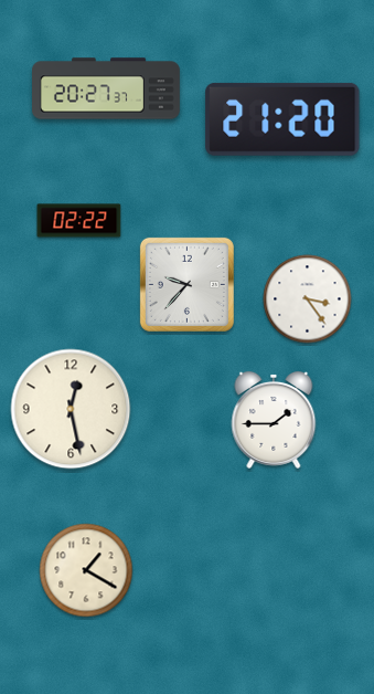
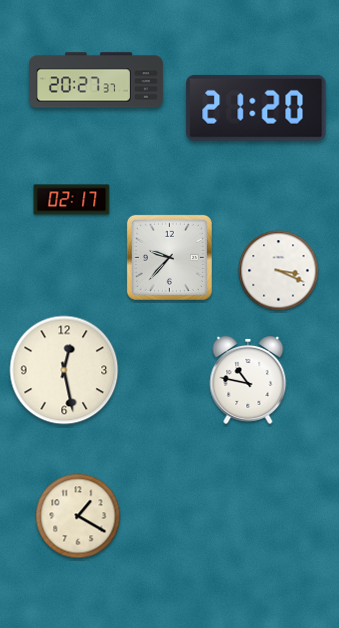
clock at (79, 221): 02:22 -> 02:17
clock at (308, 299): 3:24 -> 3:19
clock at (274, 420): 1:45 -> 10:47
